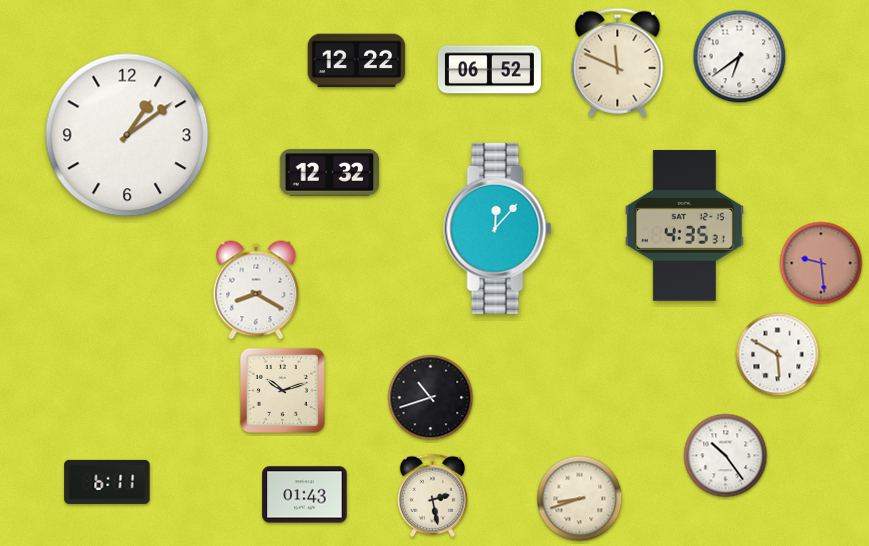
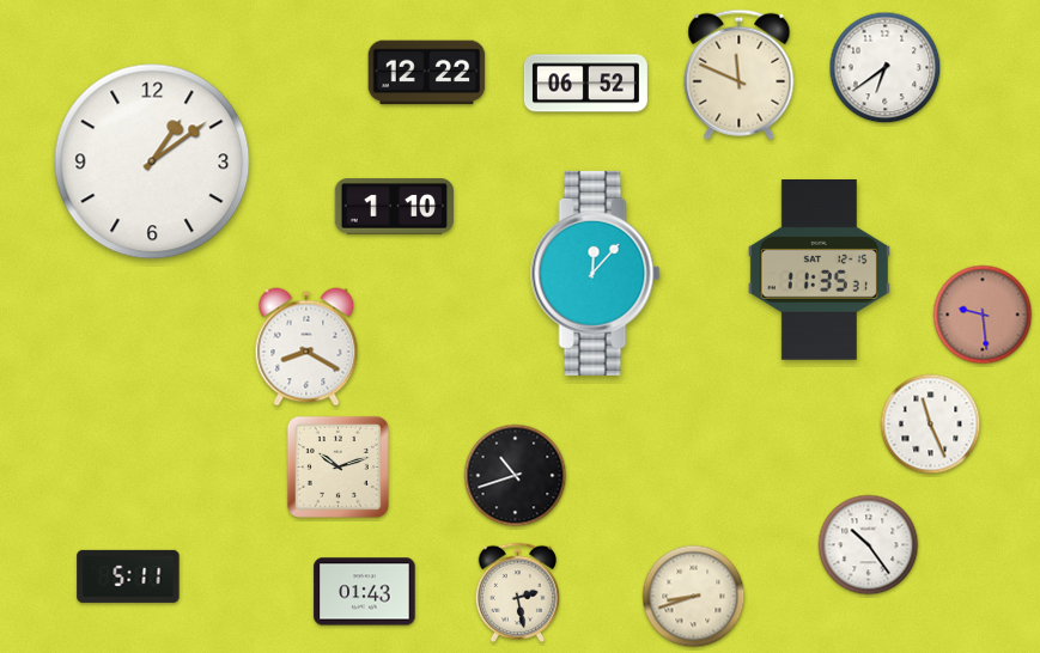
clock at (329, 173): 12:32 -> 1:10
clock at (684, 226): 4:35 -> 11:35
clock at (778, 355): 5:50 -> 11:26
clock at (107, 482): 6:11 -> 5:11
